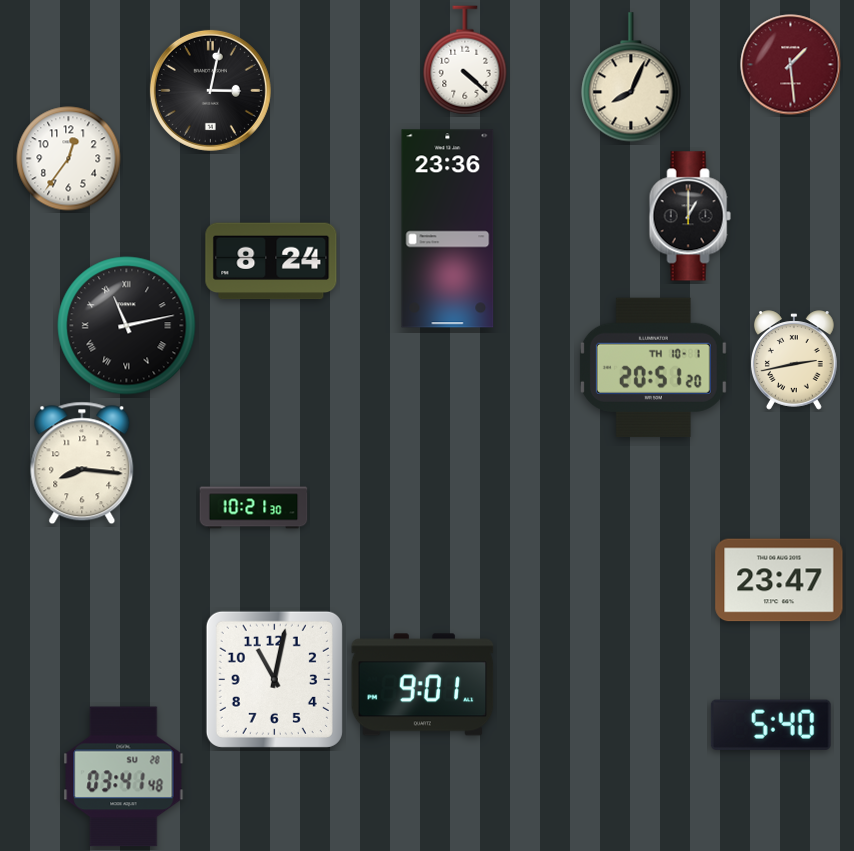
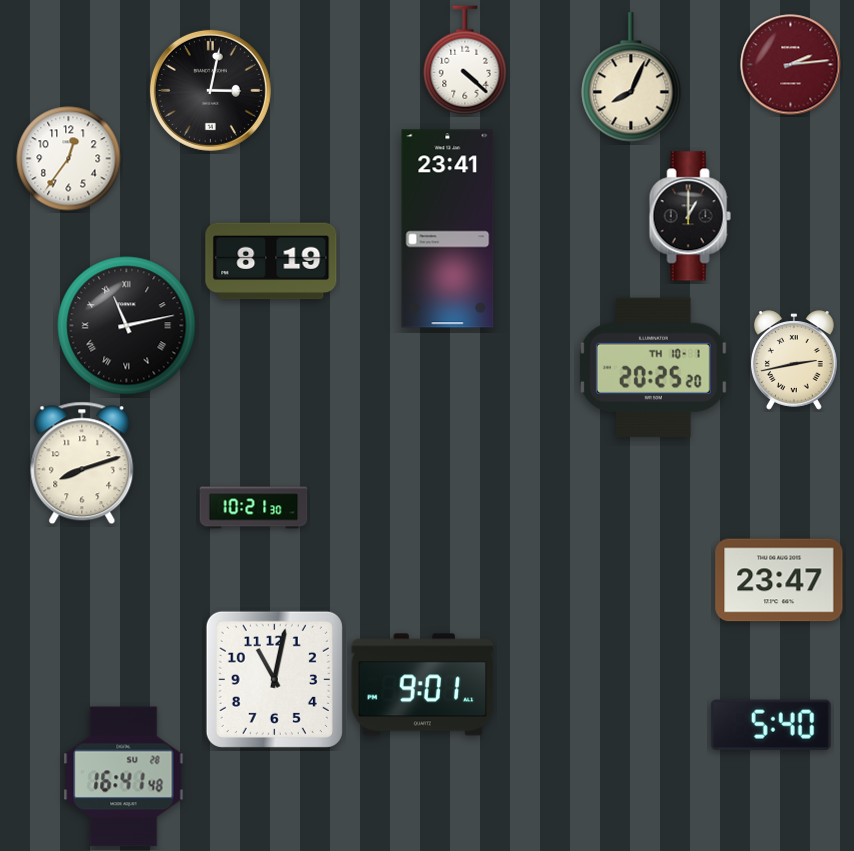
clock at (791, 65): 1:29 -> 2:14
clock at (448, 229): 23:36 -> 23:41
clock at (271, 261): 8:24 -> 8:19
clock at (653, 367): 20:51 -> 20:25
clock at (82, 463): 8:16 -> 8:12
clock at (124, 777): 03:41 -> 16:41
